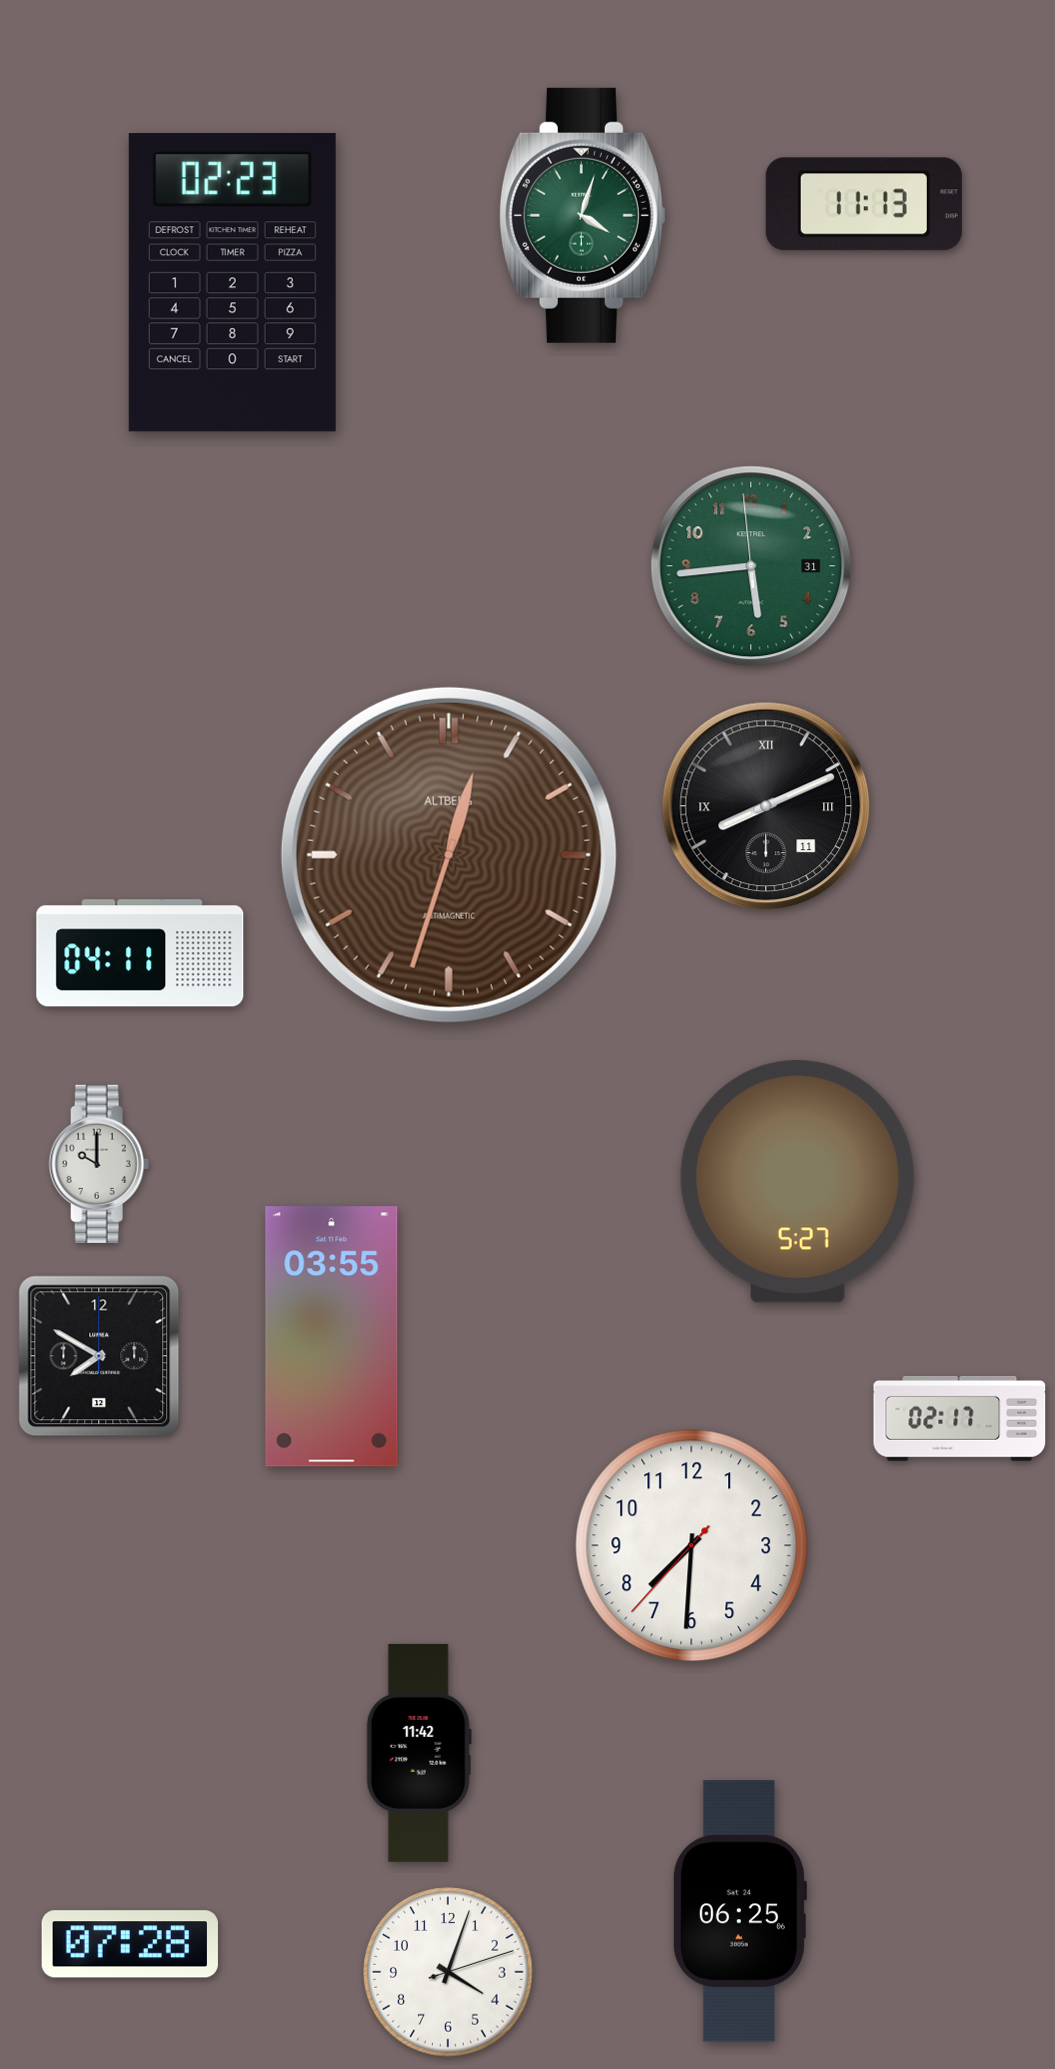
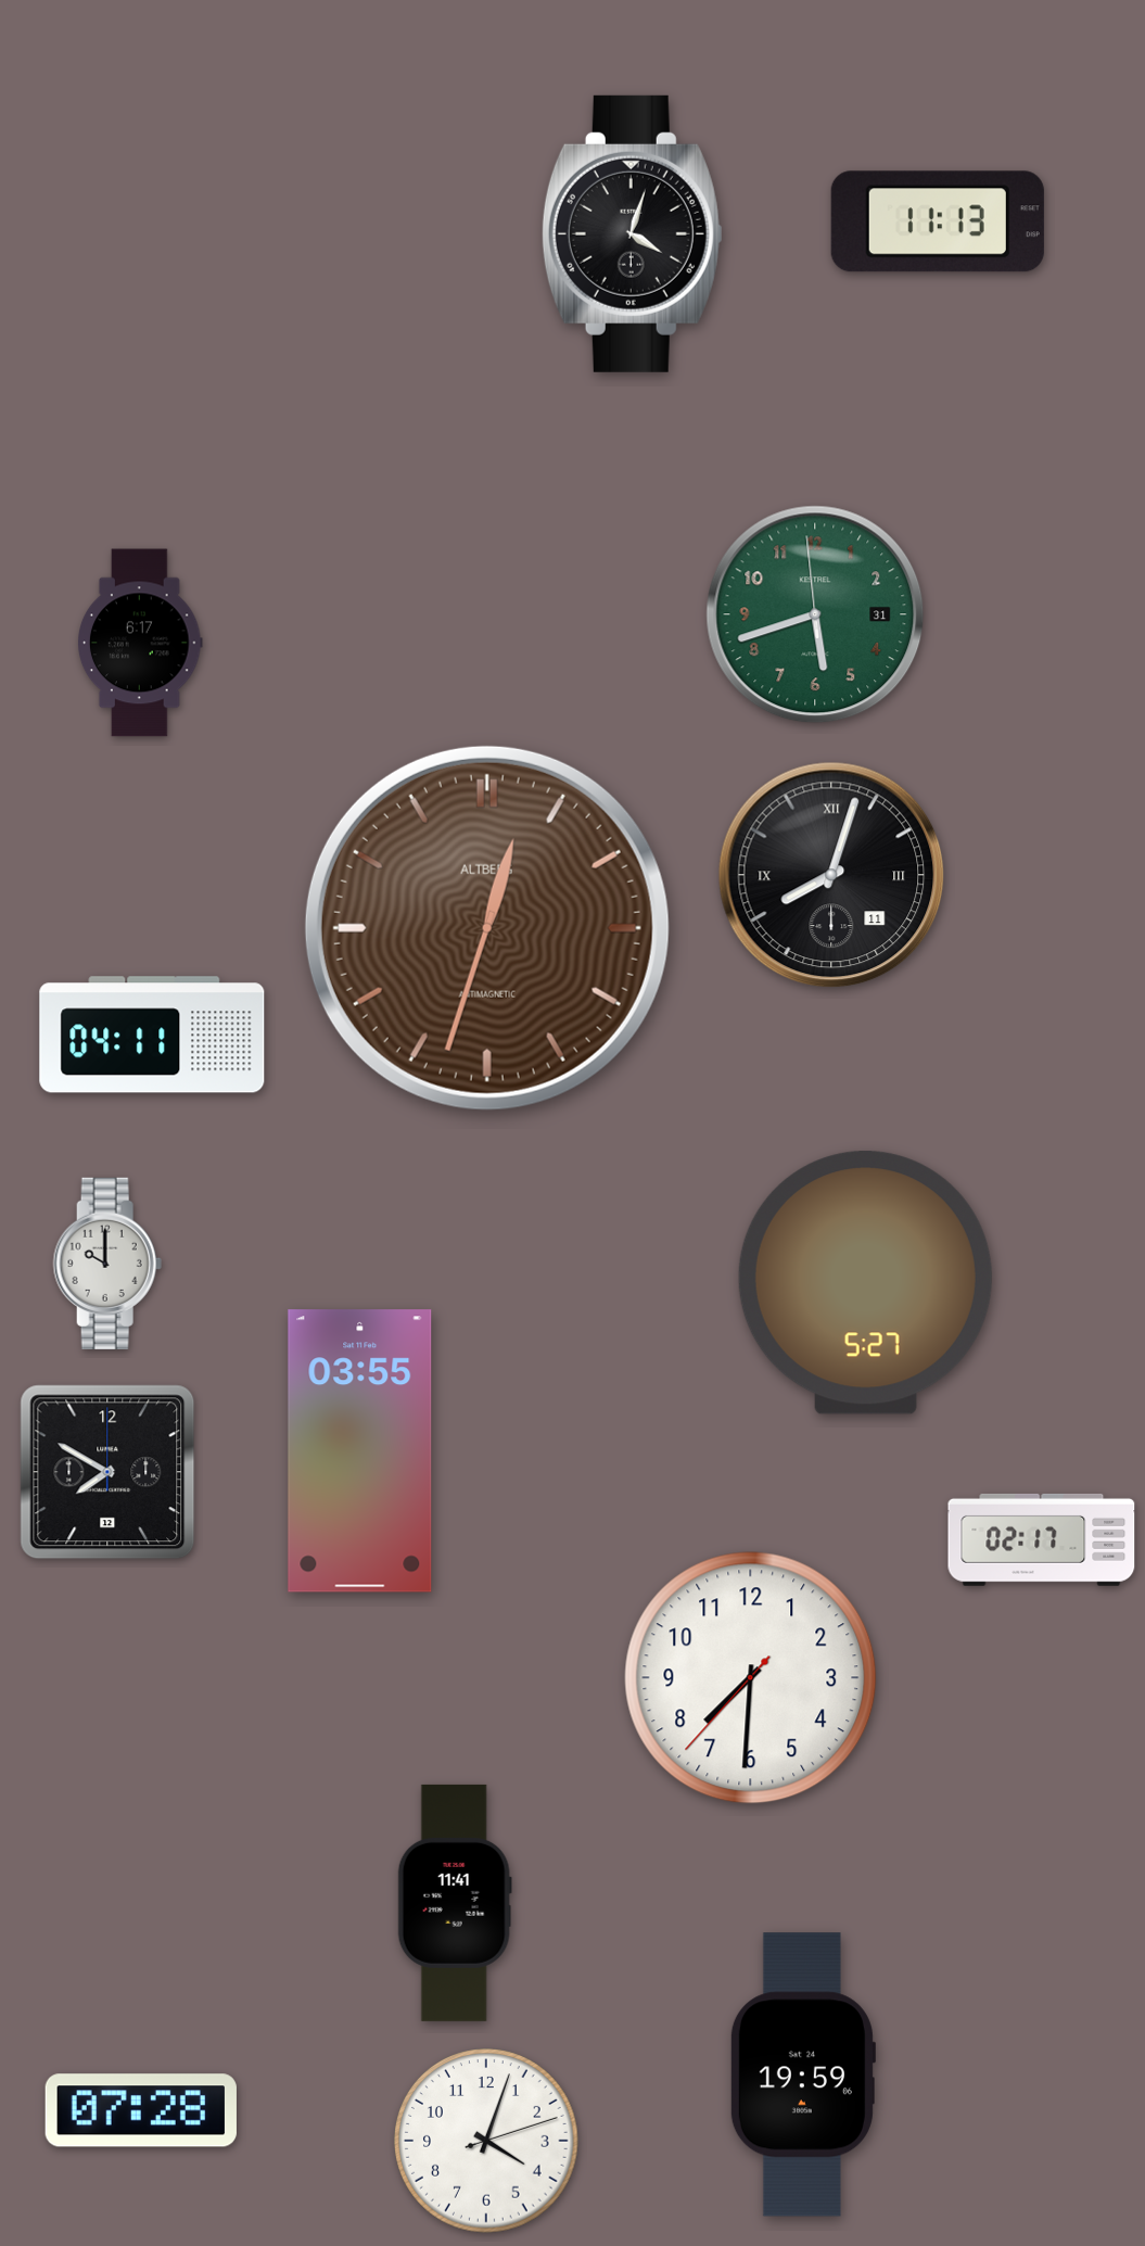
clock at (582, 215) dial: green -> black
clock at (232, 283): 02:23 -> none
clock at (751, 566): 5:43 -> 5:41
clock at (141, 643): none -> 6:17
clock at (766, 806): 8:11 -> 8:03
clock at (419, 1753): 11:42 -> 11:41
clock at (739, 1911): 06:25 -> 19:59
